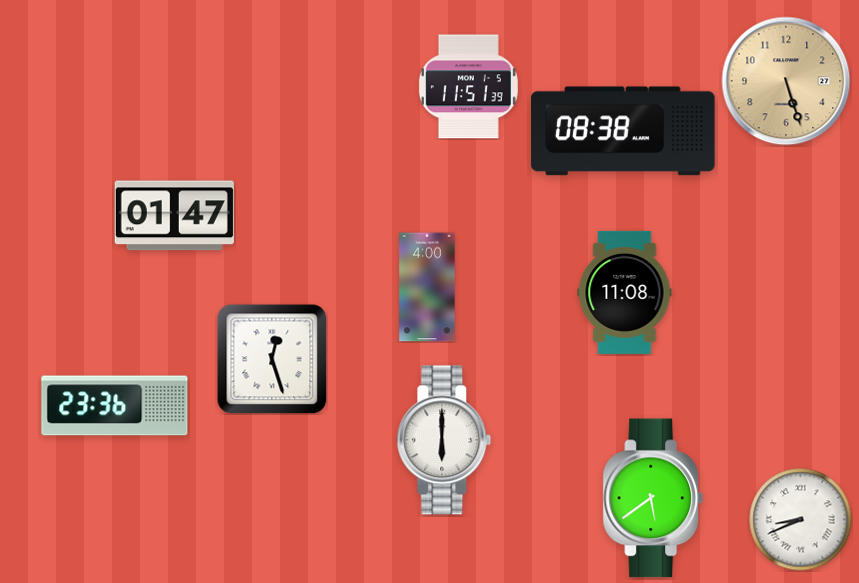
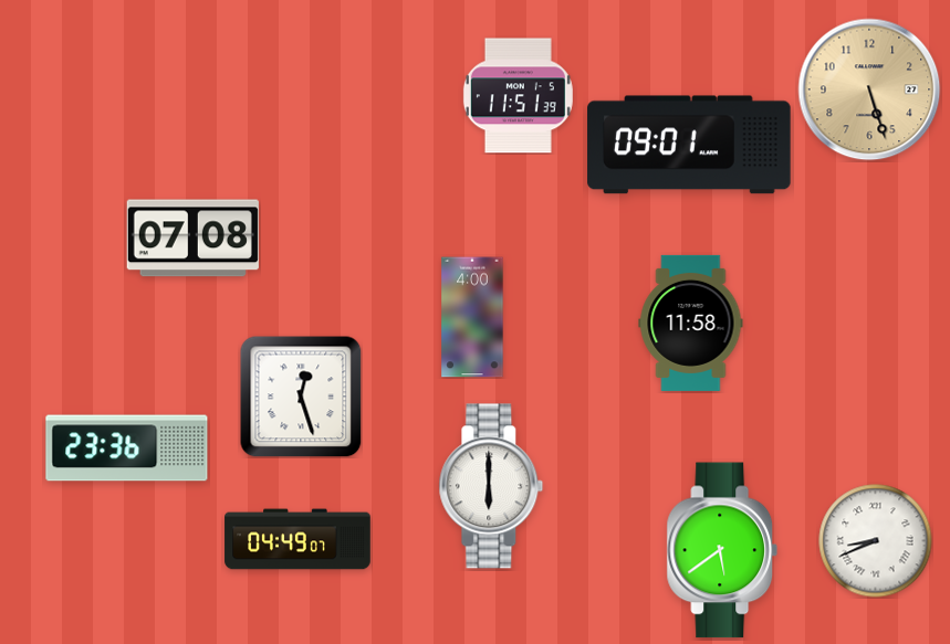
clock at (623, 131): 08:38 -> 09:01
clock at (174, 216): 01:47 -> 07:08
clock at (625, 292): 11:08 -> 11:58
clock at (297, 539): none -> 04:49
clock at (801, 520) position: (801, 520) -> (876, 541)
